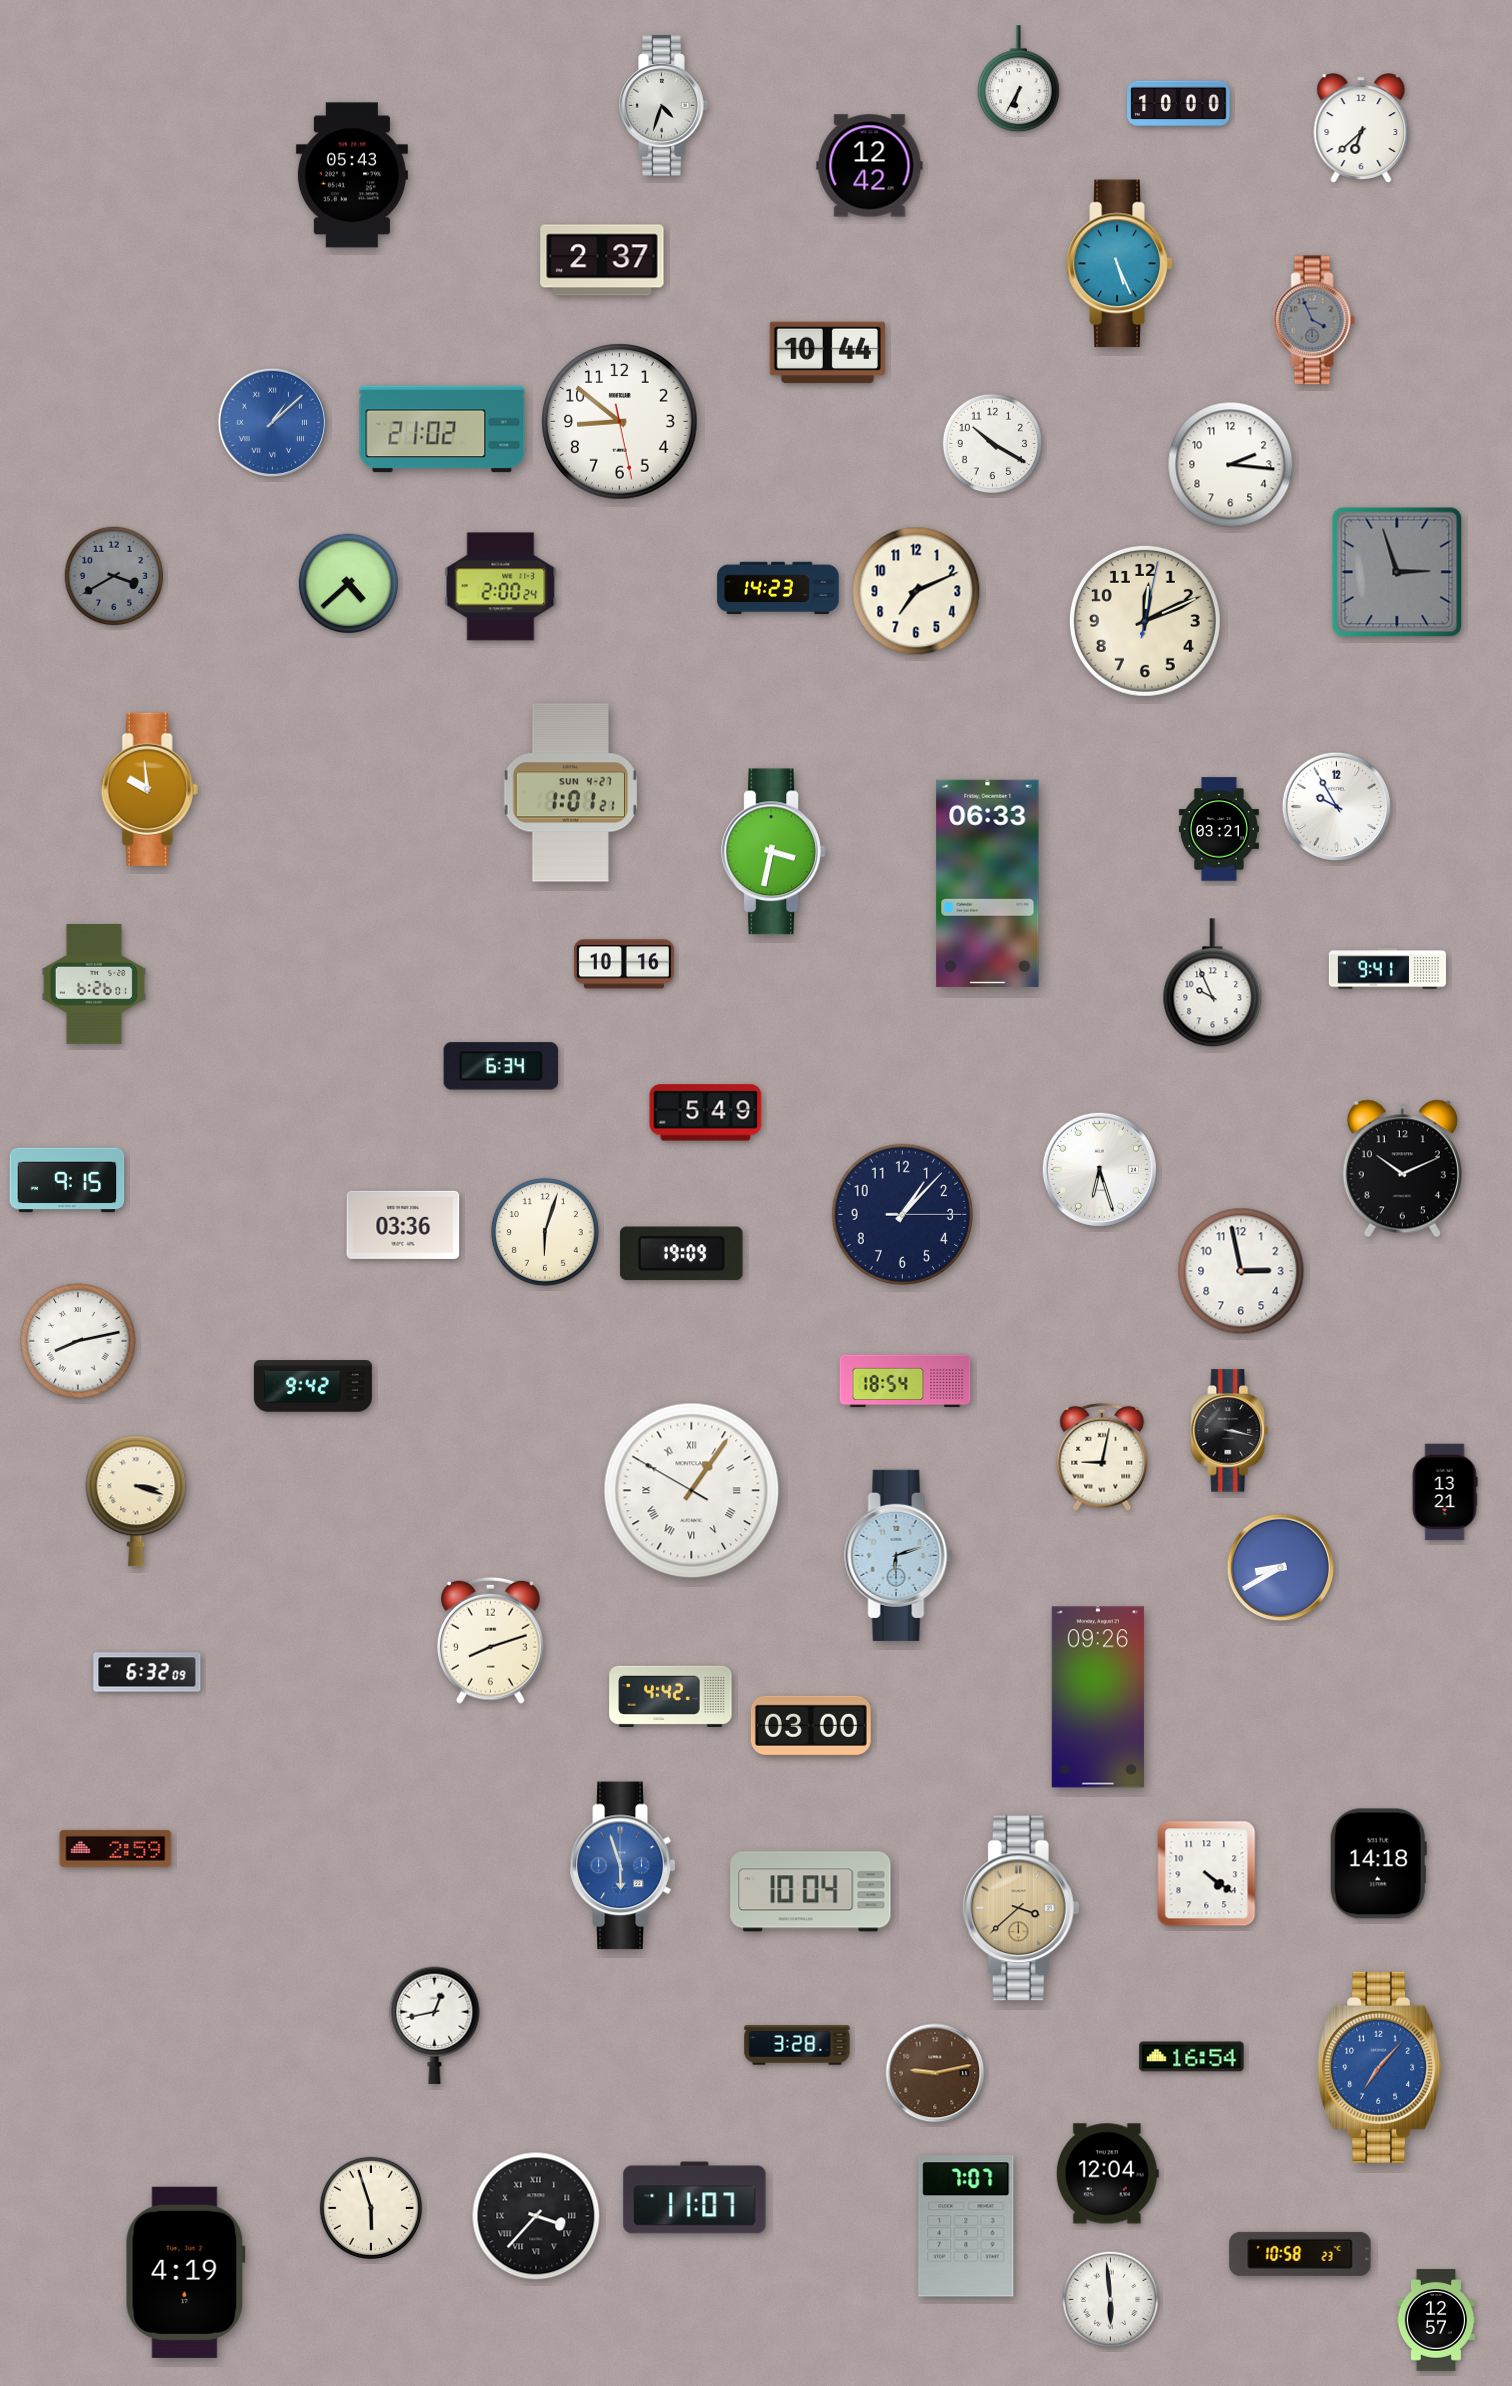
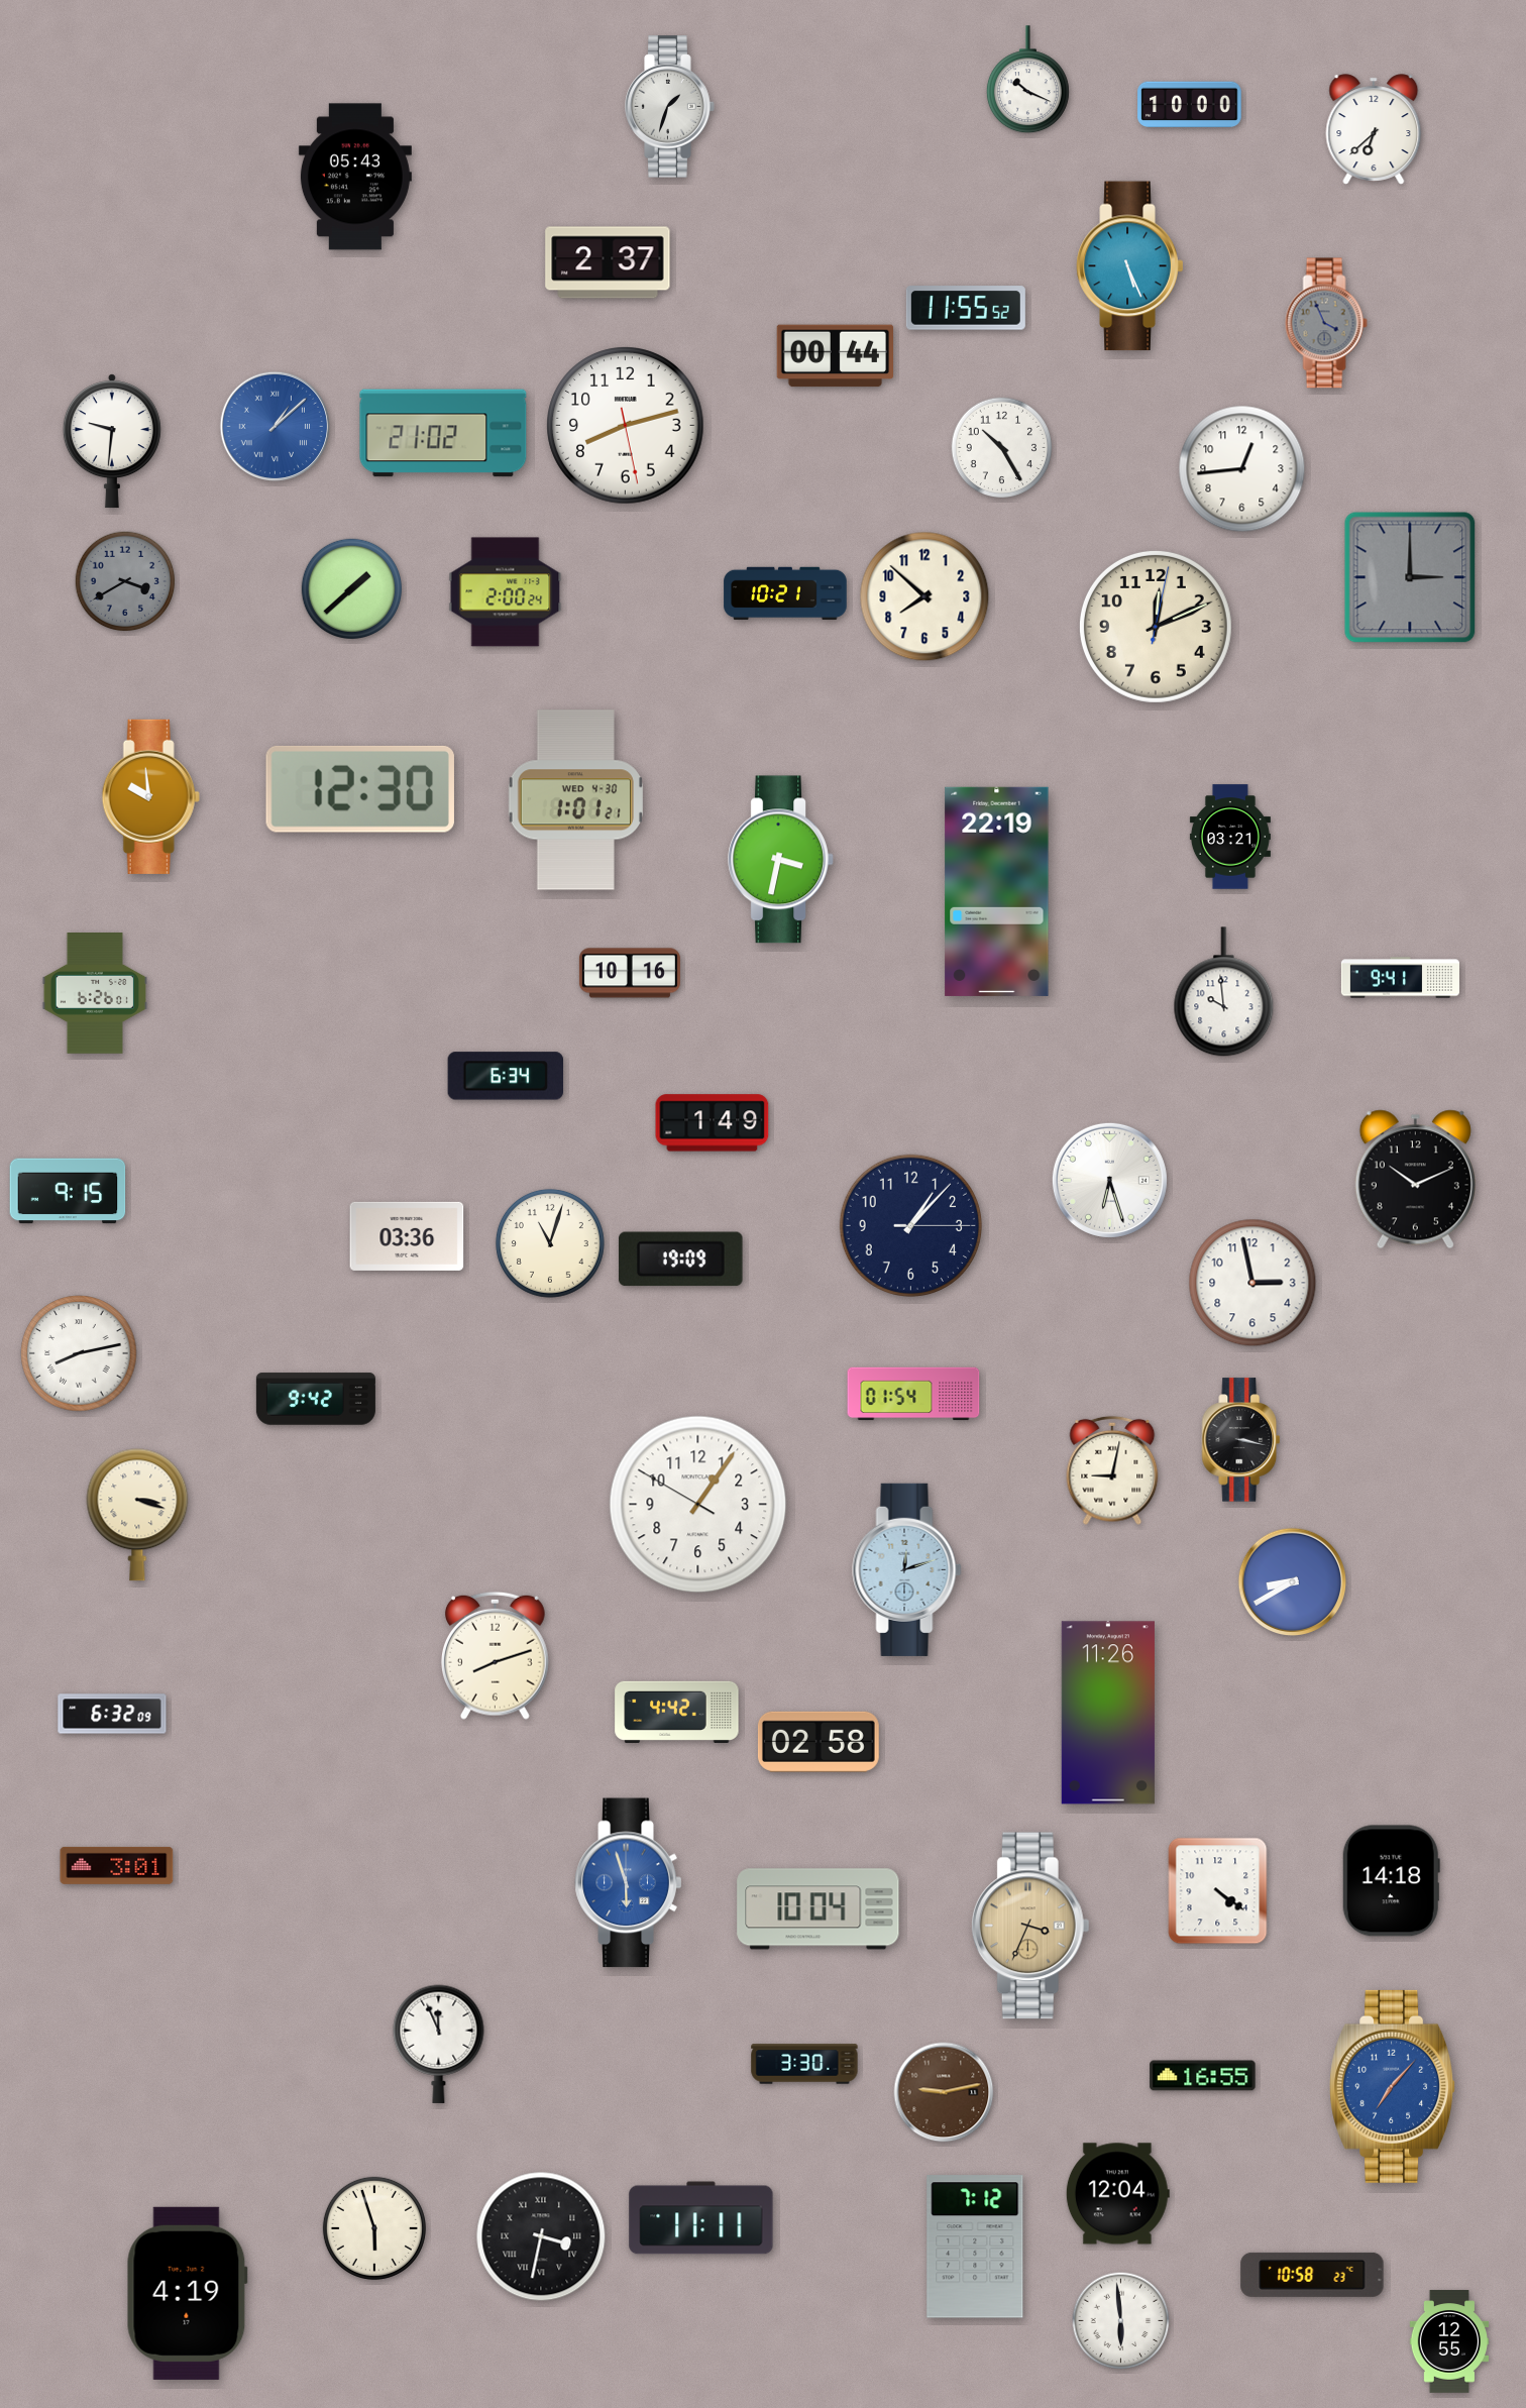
clock at (1018, 79): 6:35 -> 10:19
clock at (664, 106): 4:33 -> 1:33
clock at (870, 166): 12:42 -> none
clock at (966, 308): none -> 11:55
clock at (828, 353): 10:44 -> 00:44
clock at (620, 422): 8:51 -> 8:12
clock at (442, 429) position: (442, 429) -> (443, 433)
clock at (112, 441): none -> 9:31
clock at (993, 444): 10:20 -> 10:25
clock at (1231, 465): 2:16 -> 12:44
clock at (1397, 572): 2:57 -> 3:00
clock at (114, 576) position: (114, 576) -> (125, 581)
clock at (349, 584): 4:38 -> 1:38
clock at (778, 588): 14:23 -> 10:21
clock at (916, 591): 7:11 -> 7:52
clock at (360, 789): none -> 12:30
clock at (570, 793) date: SUN 4-27 -> WED 4-30
clock at (1336, 806): 9:55 -> none
clock at (988, 883): 06:33 -> 22:19
clock at (1213, 983): 9:56 -> 9:59
clock at (706, 1113): 5:49 -> 1:49
clock at (545, 1232): 6:03 -> 11:03
clock at (682, 1254) position: (682, 1254) -> (681, 1260)
clock at (905, 1381): 18:54 -> 01:54
clock at (1230, 1431) position: (1230, 1431) -> (1241, 1440)
clock at (692, 1491) numerals: Roman -> Arabic
clock at (1445, 1492): 13:21 -> none
clock at (899, 1555): 6:12 -> 12:12
clock at (147, 1672) position: (147, 1672) -> (112, 1714)
clock at (1098, 1697): 09:26 -> 11:26
clock at (811, 1726): 03:00 -> 02:58
clock at (116, 1848): 2:59 -> 3:01
clock at (1021, 1908): 3:38 -> 3:34
clock at (435, 2025): 12:43 -> 11:56
clock at (797, 2045): 3:28 -> 3:30
clock at (1192, 2057): 16:54 -> 16:55
clock at (695, 2198): 11:07 -> 11:11
clock at (536, 2216): 3:37 -> 3:32
clock at (966, 2226): 7:07 -> 7:12
clock at (1436, 2320): 12:57 -> 12:55
